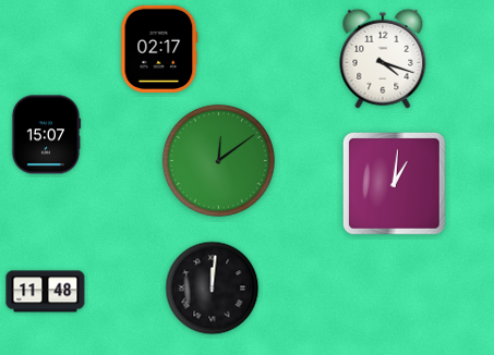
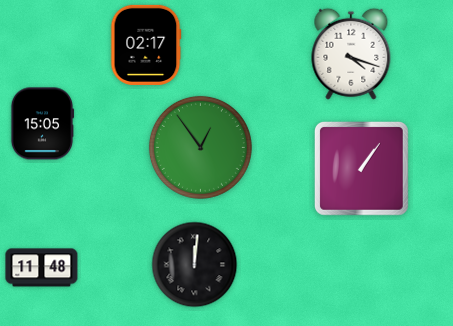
clock at (46, 135): 15:07 -> 15:05
clock at (218, 160): 12:09 -> 12:54
clock at (394, 183): 1:01 -> 1:06
